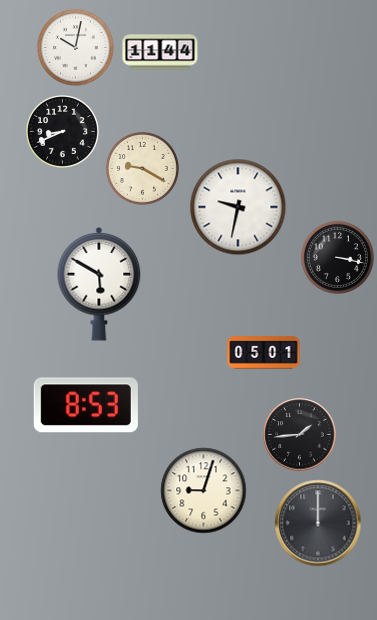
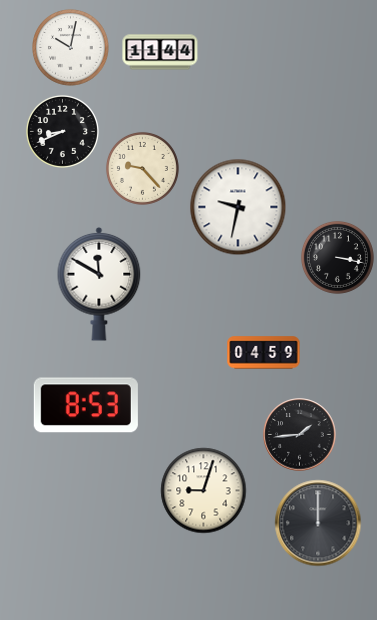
clock at (76, 48) position: (76, 48) -> (71, 48)
clock at (142, 168): 9:20 -> 9:23
clock at (99, 284): 5:50 -> 11:50
clock at (264, 353): 05:01 -> 04:59
